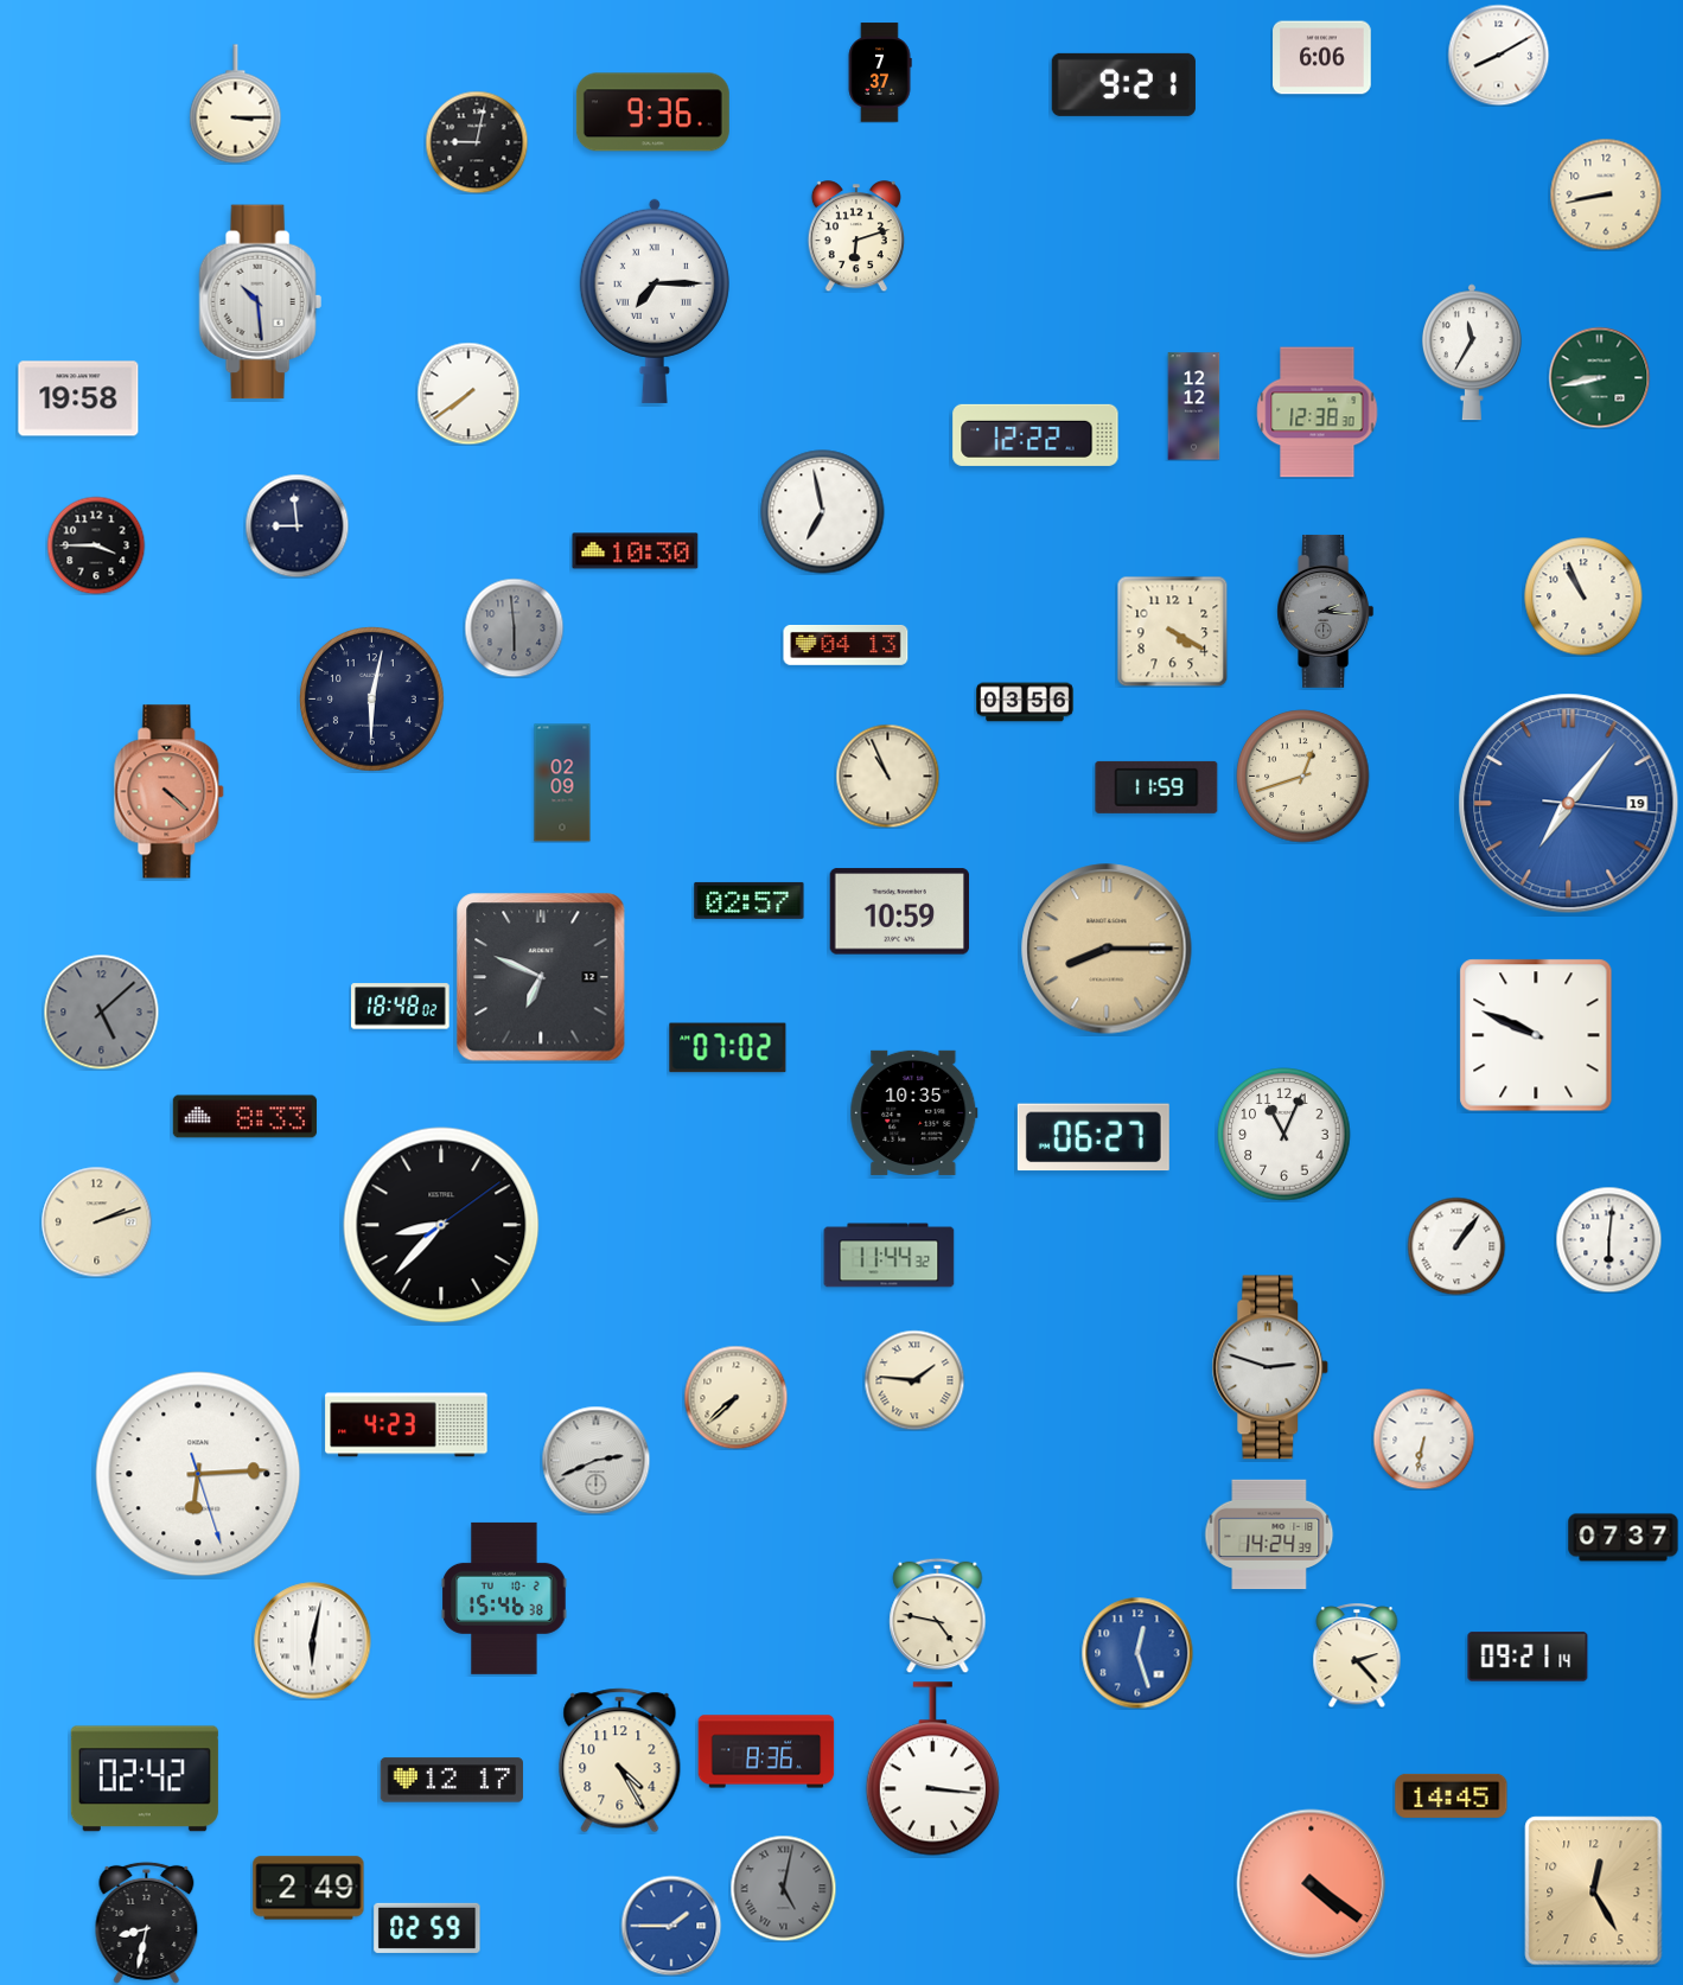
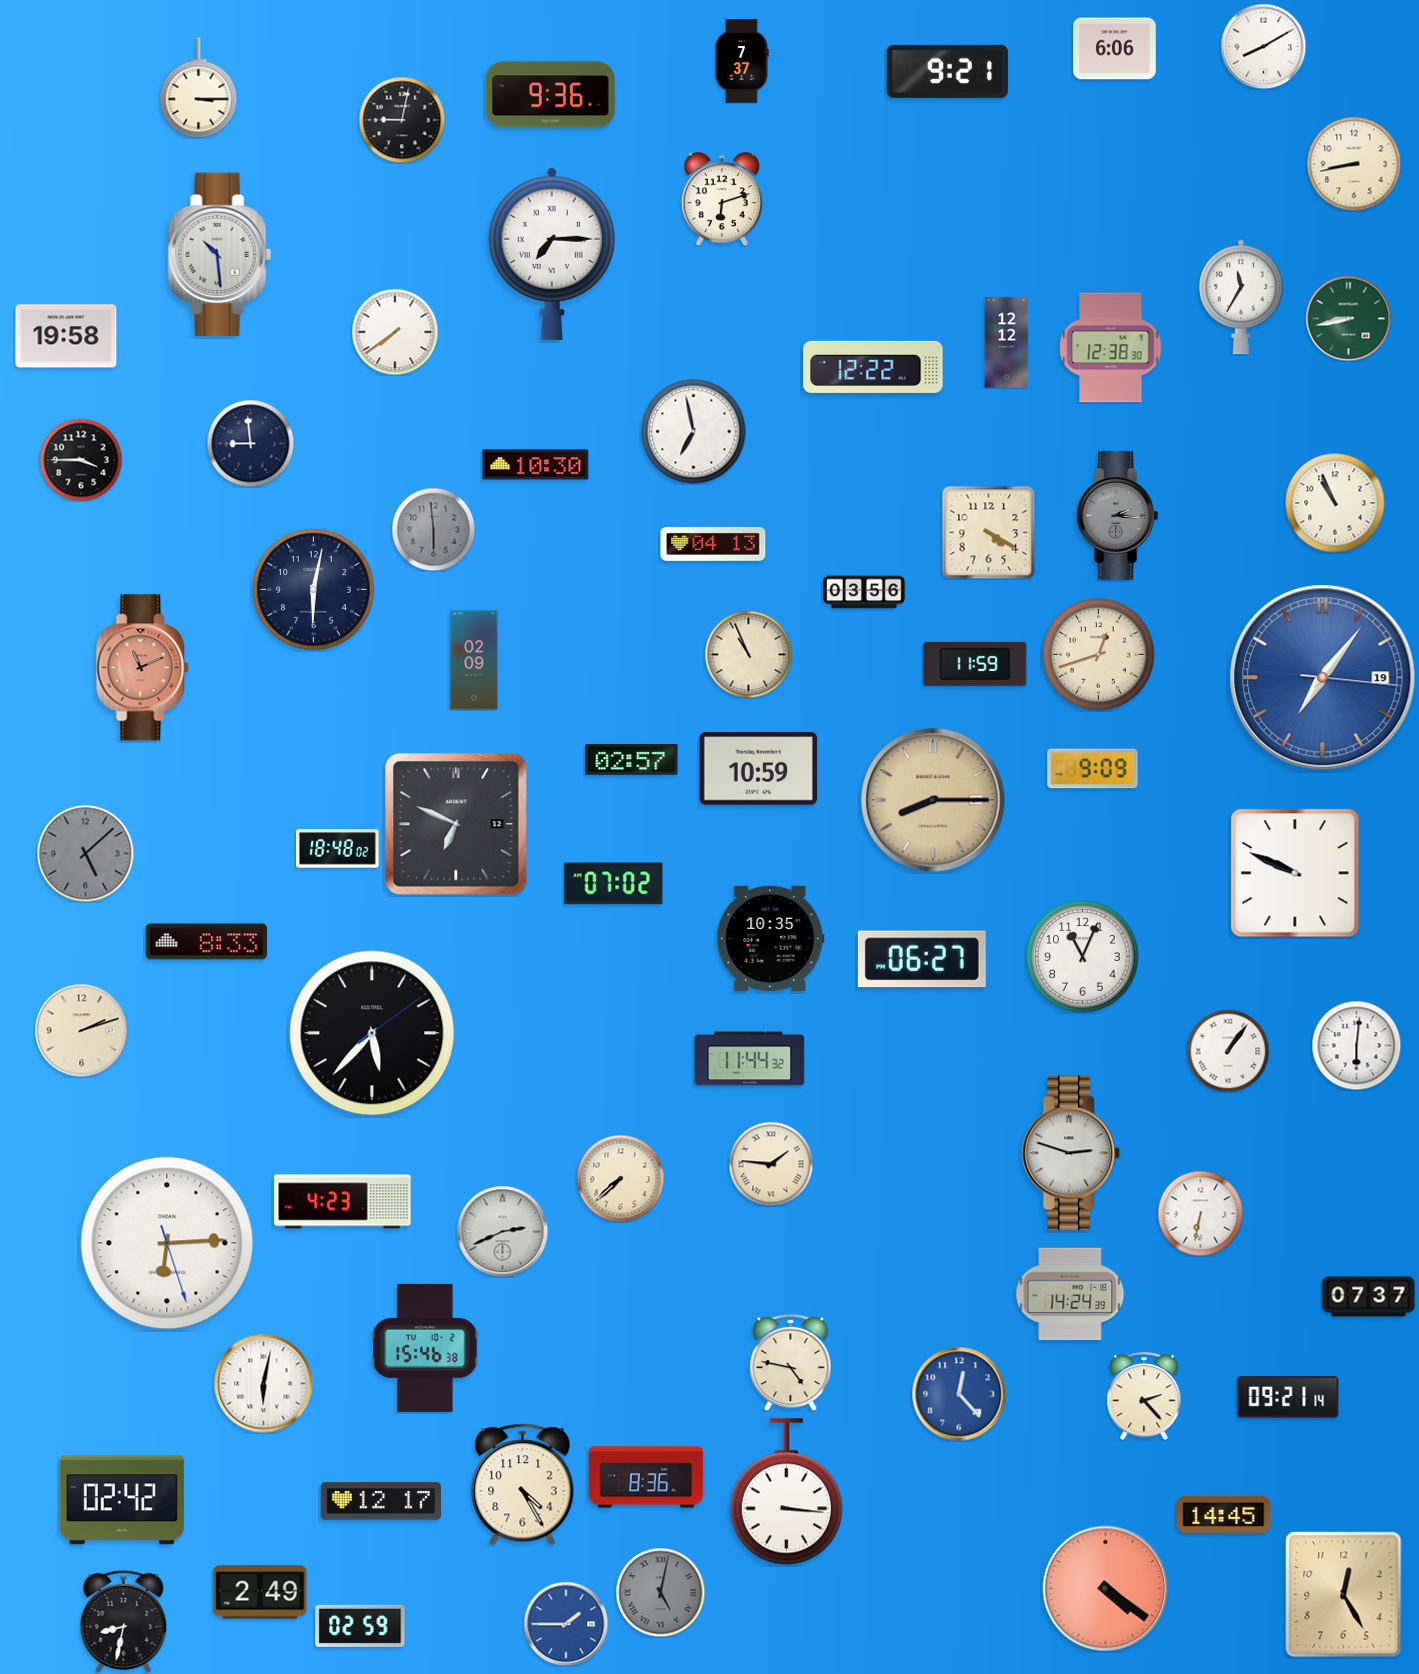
clock at (170, 792): 4:22 -> 11:11
clock at (1093, 769): none -> 9:09
clock at (441, 1225): 8:37 -> 5:37
clock at (1137, 1653): 12:27 -> 12:23
